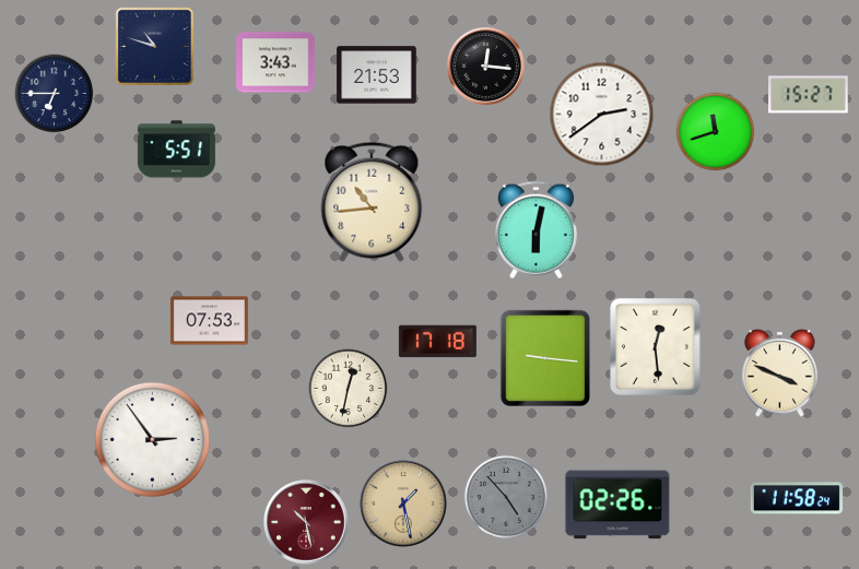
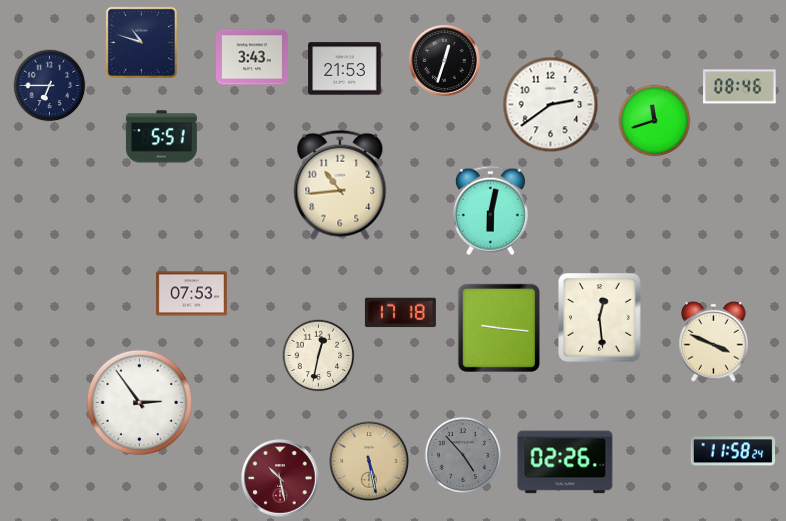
clock at (485, 66): 12:16 -> 12:33
clock at (809, 95): 15:27 -> 08:46
clock at (797, 498) position: (797, 498) -> (733, 451)
clock at (403, 503): 1:28 -> 5:28
